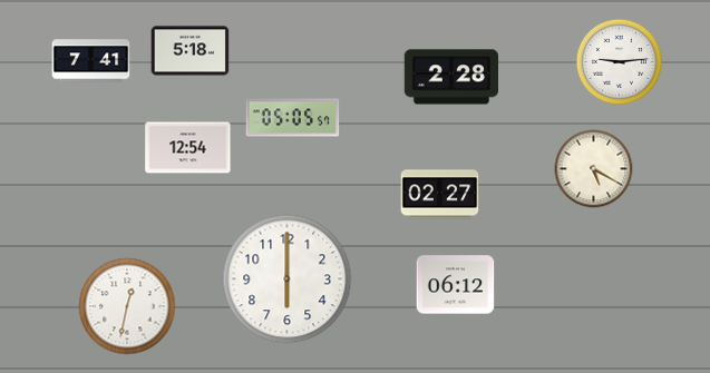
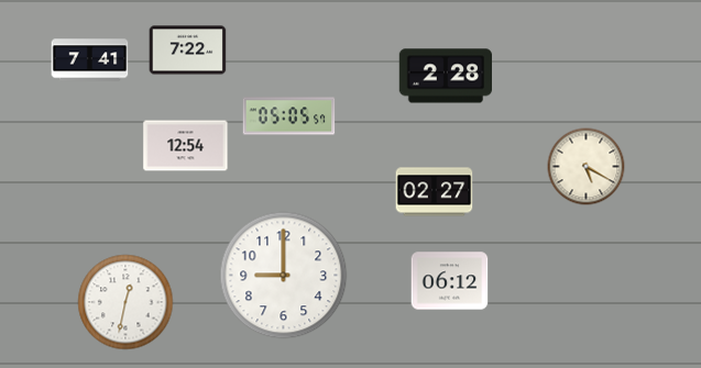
clock at (191, 51): 5:18 -> 7:22
clock at (619, 61): 9:14 -> none
clock at (288, 279): 6:00 -> 9:00
